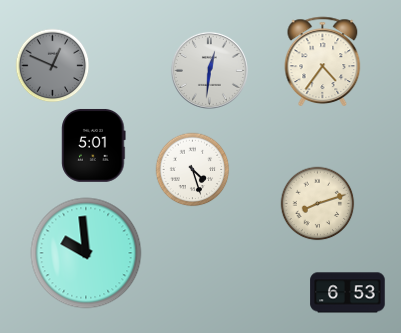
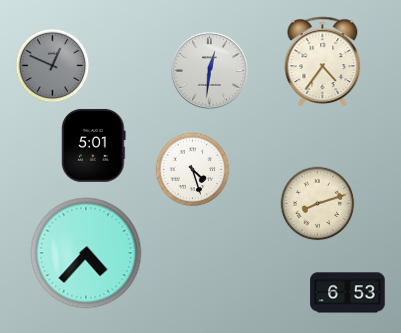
clock at (86, 253): 9:59 -> 4:37
